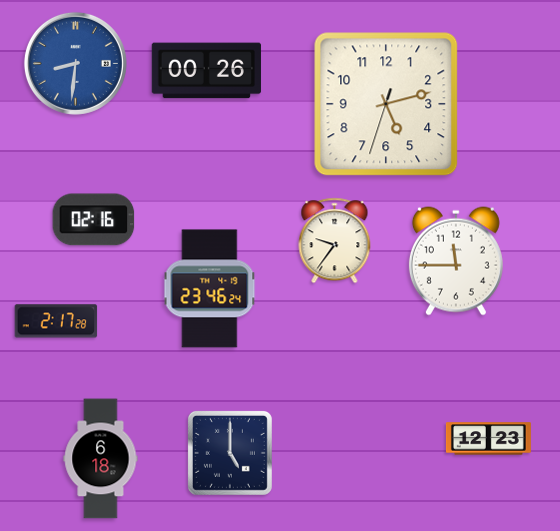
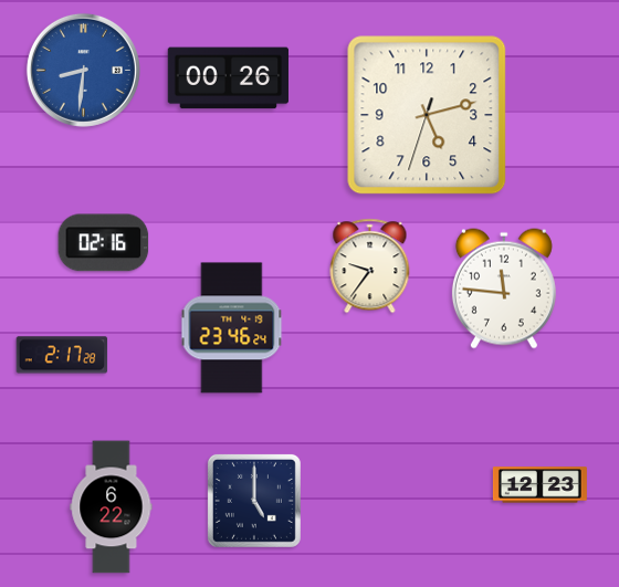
clock at (456, 261): 11:45 -> 11:46
clock at (210, 289) position: (210, 289) -> (232, 328)
clock at (101, 459): 6:18 -> 6:22
